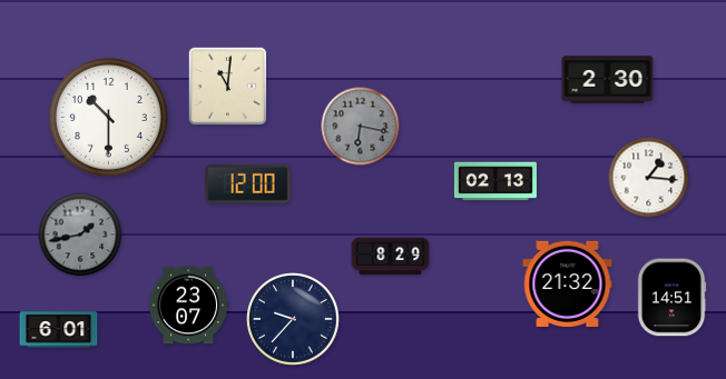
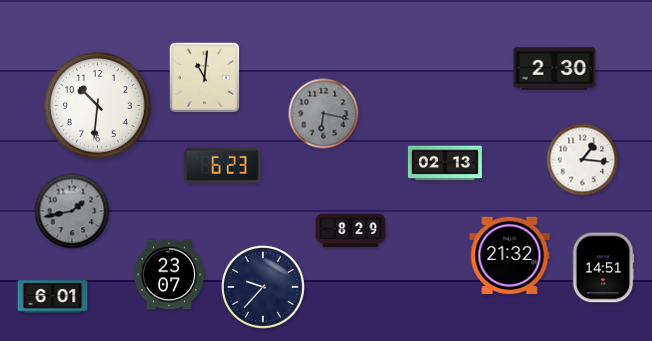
clock at (608, 80) position: (608, 80) -> (555, 69)
clock at (108, 117): 10:30 -> 10:31
clock at (248, 183): 12:00 -> 6:23
